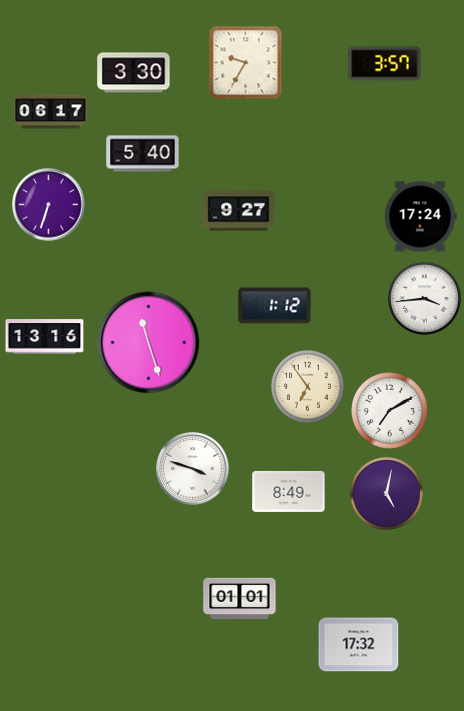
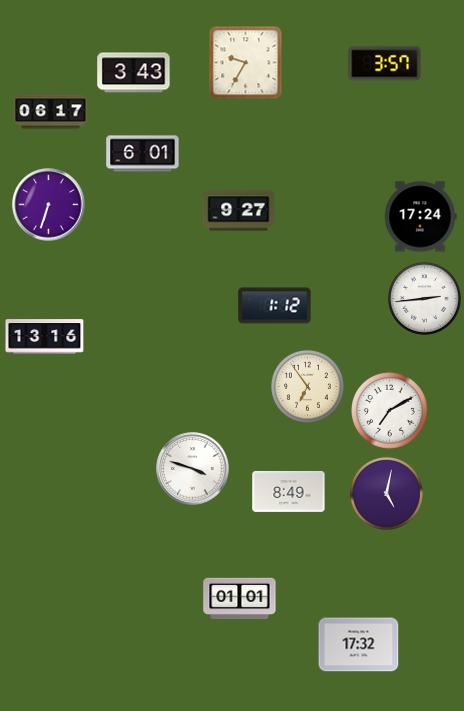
clock at (134, 73): 3:30 -> 3:43
clock at (143, 154): 5:40 -> 6:01
clock at (424, 298): 3:44 -> 2:44
clock at (149, 343): 11:27 -> none
